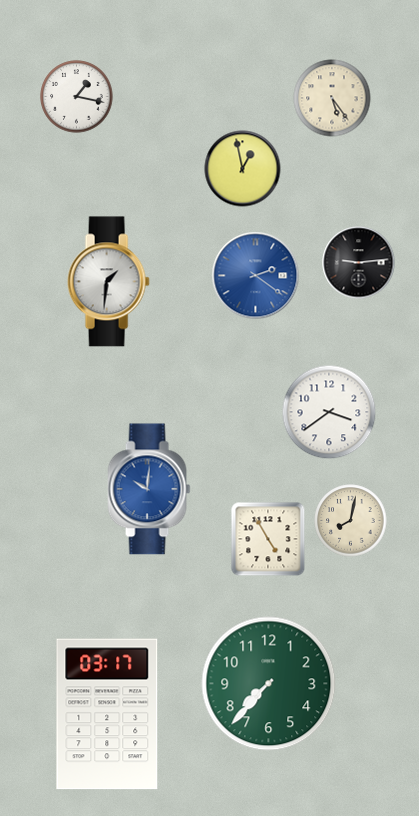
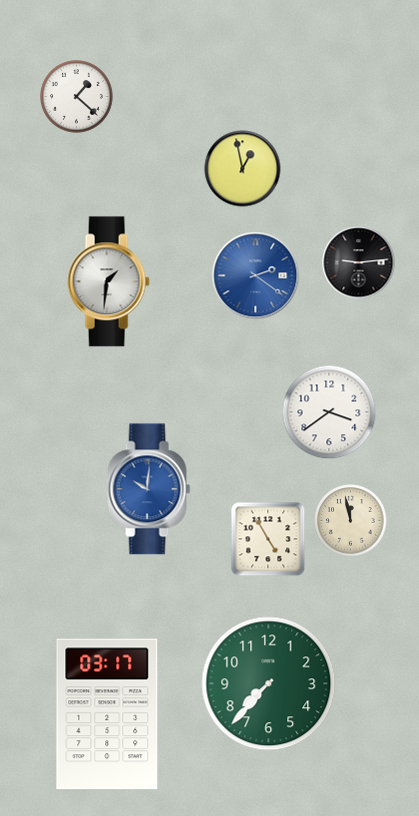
clock at (77, 97): 1:17 -> 1:22
clock at (332, 98): 5:24 -> none
clock at (351, 521): 8:02 -> 11:58
